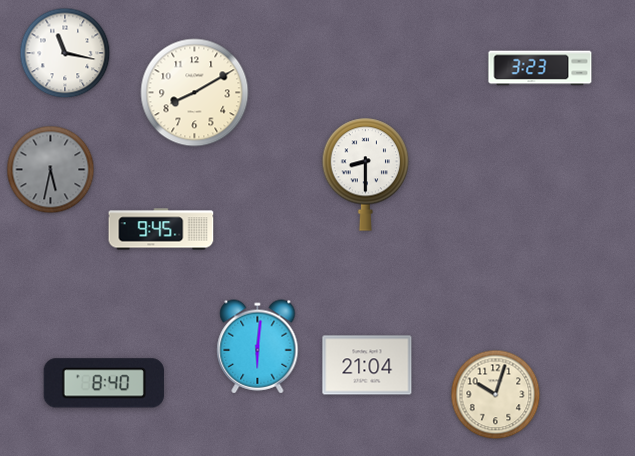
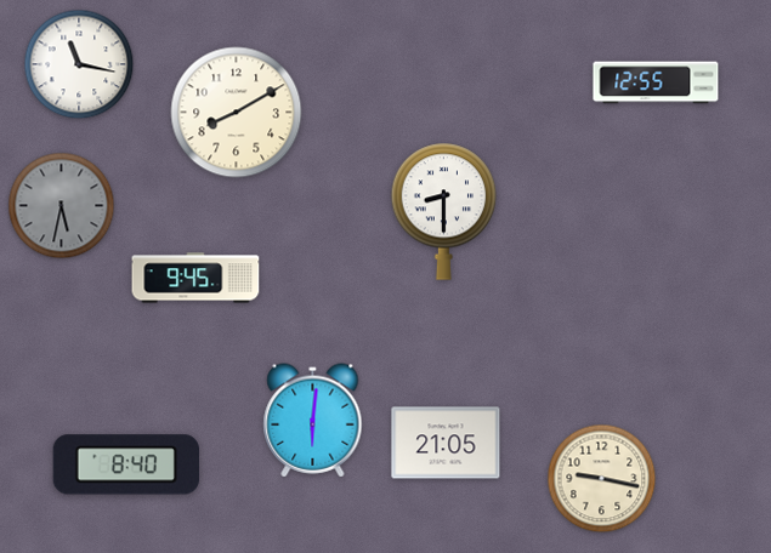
clock at (540, 68): 3:23 -> 12:55
clock at (367, 365): 21:04 -> 21:05
clock at (496, 395): 10:03 -> 9:17
